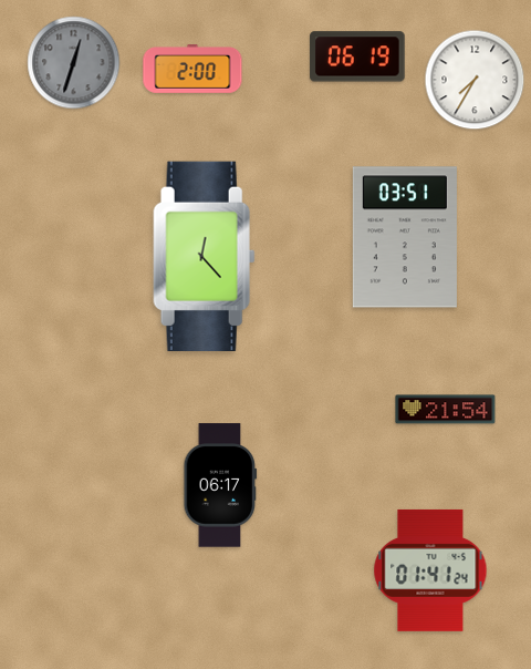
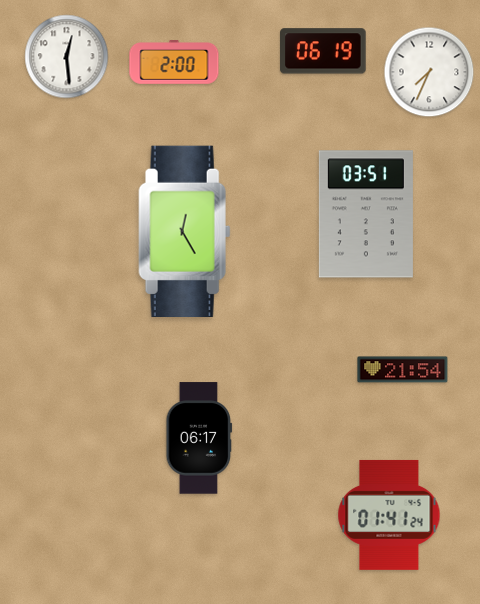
clock at (74, 63): 12:33 -> 12:29
clock at (74, 63) dial: grey -> white
clock at (475, 80): 7:35 -> 7:34
clock at (205, 256): 12:23 -> 12:25
